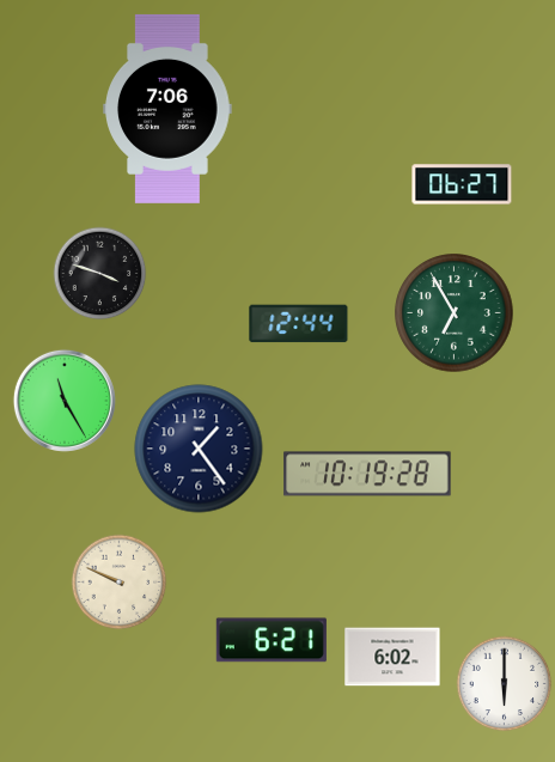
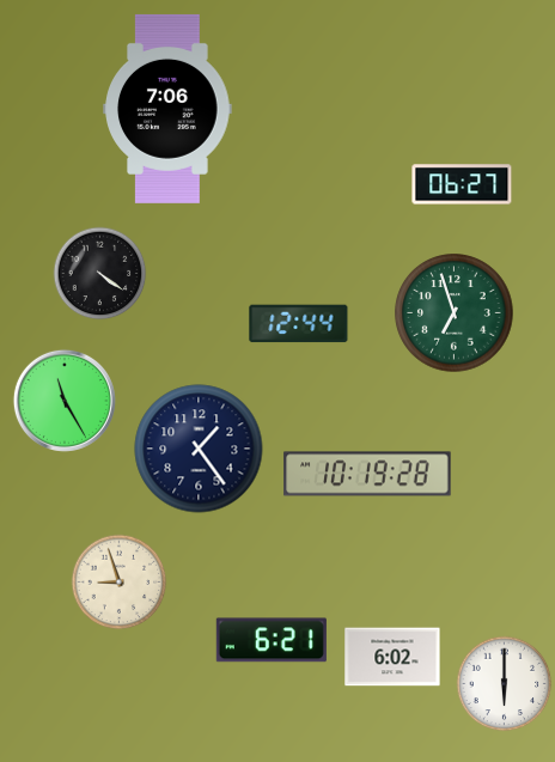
clock at (100, 274): 3:48 -> 4:21
clock at (455, 313): 6:55 -> 6:57
clock at (120, 583): 9:49 -> 8:57
